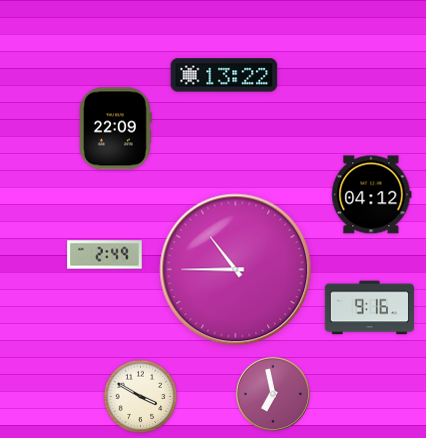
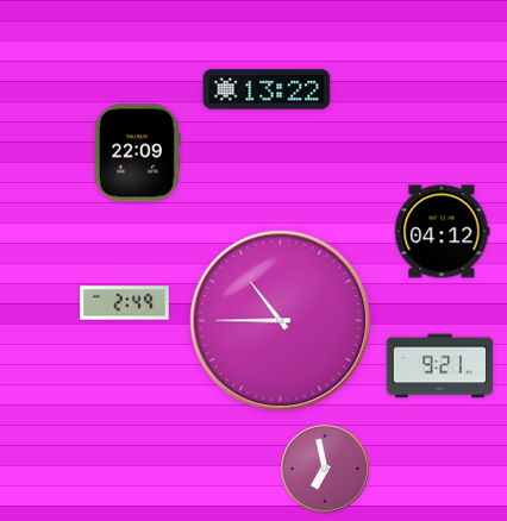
clock at (370, 308): 9:16 -> 9:21
clock at (141, 397): 3:50 -> none
